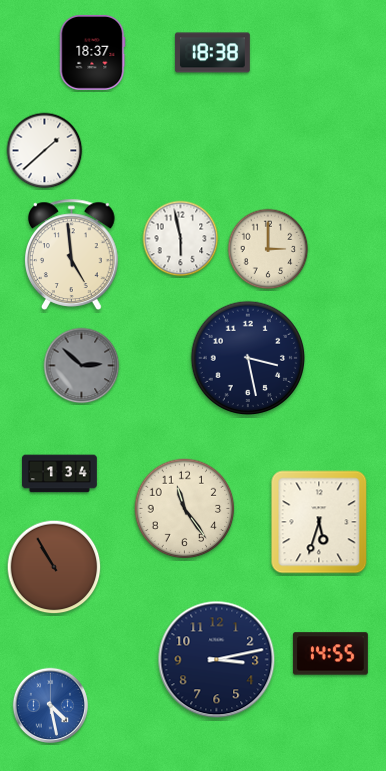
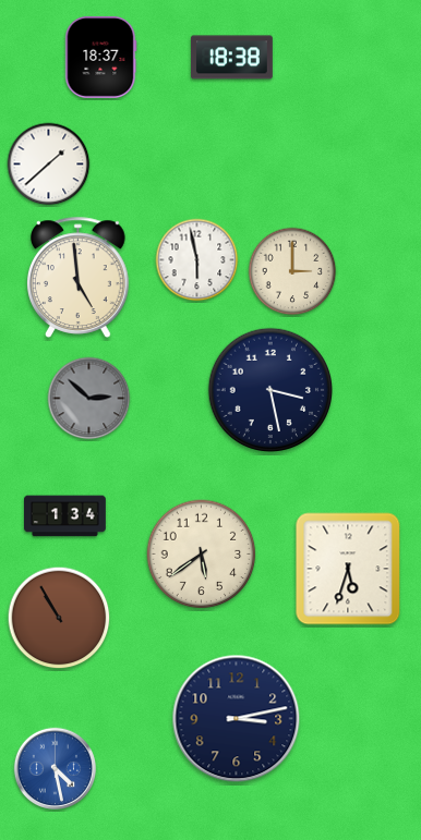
clock at (185, 509): 11:24 -> 5:39
clock at (330, 654): 14:55 -> none
